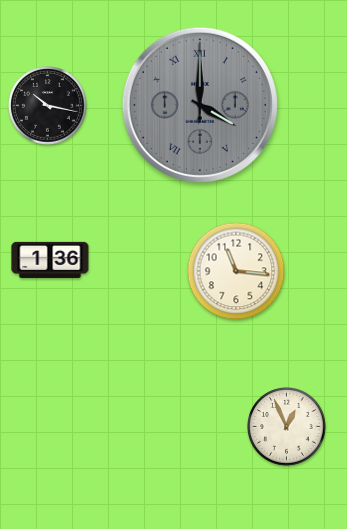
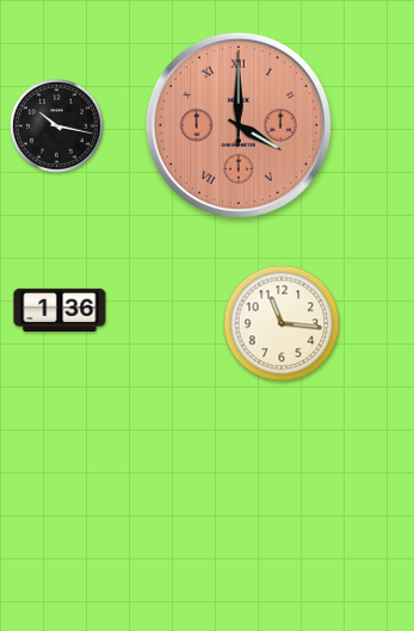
clock at (200, 105) dial: grey -> salmon
clock at (287, 427): 12:56 -> none
